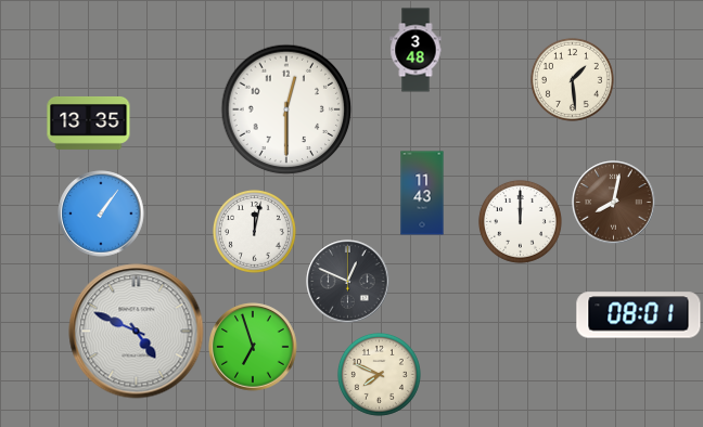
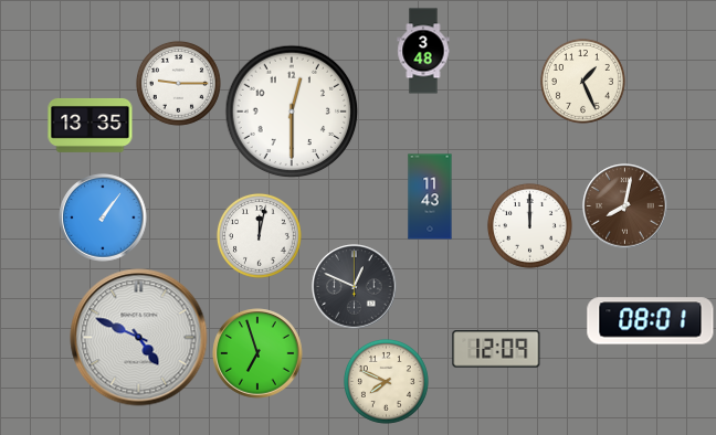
clock at (572, 79): 1:29 -> 1:26
clock at (178, 83): none -> 9:15
clock at (496, 349): none -> 12:09
